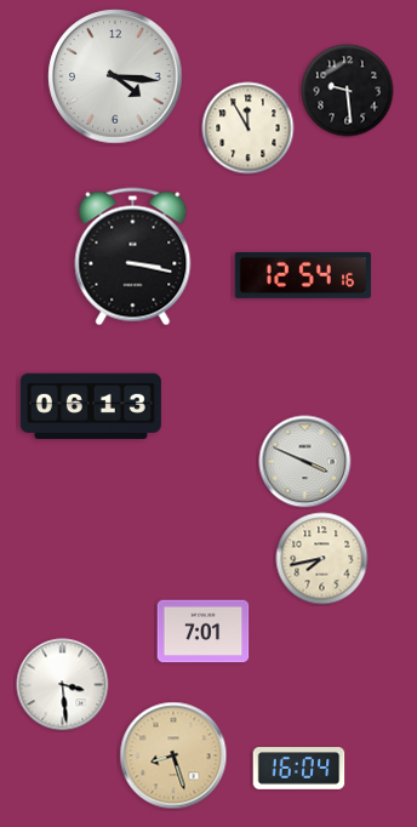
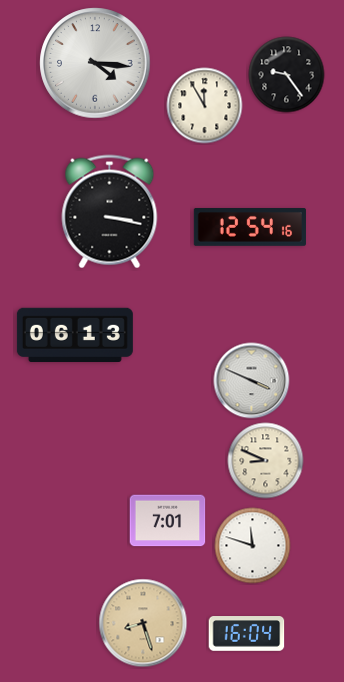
clock at (348, 91): 9:29 -> 9:24
clock at (322, 559): 7:43 -> 8:49
clock at (253, 546): none -> 11:48
clock at (63, 685): 3:29 -> none
